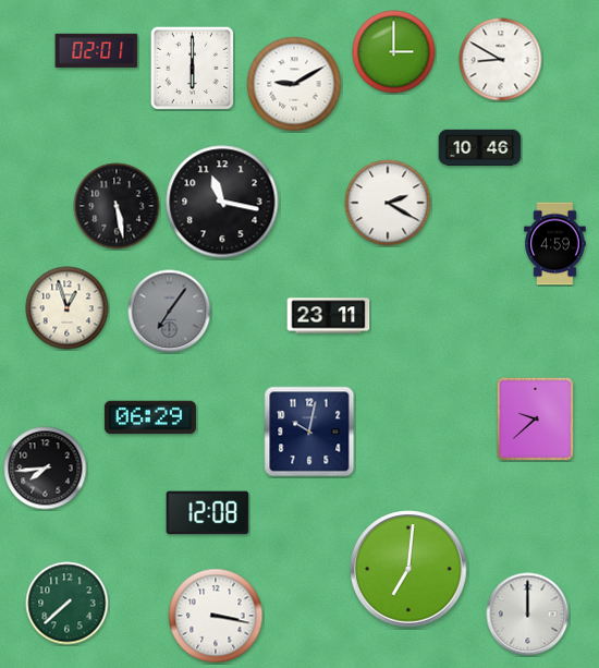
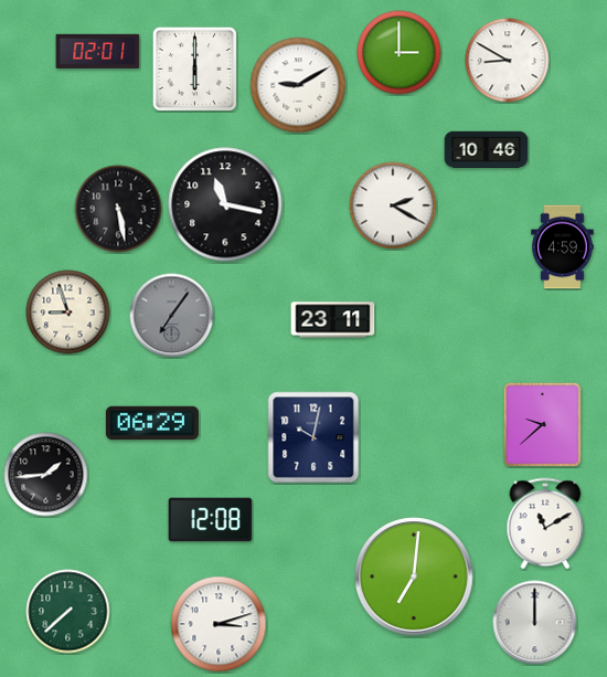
clock at (68, 308): 12:57 -> 8:57
clock at (46, 469): 7:44 -> 1:44
clock at (545, 523): none -> 11:10
clock at (216, 616): 3:17 -> 3:12
